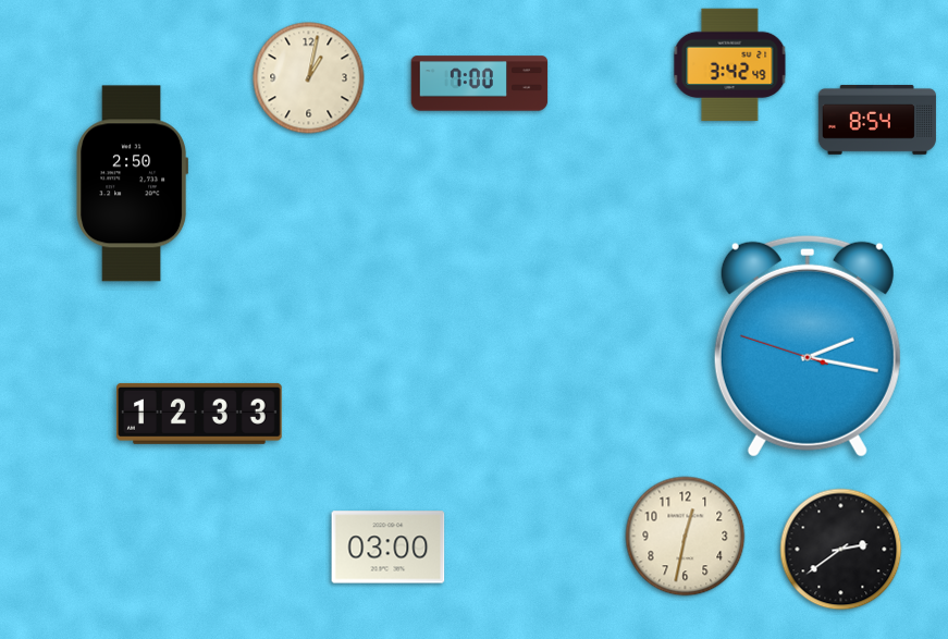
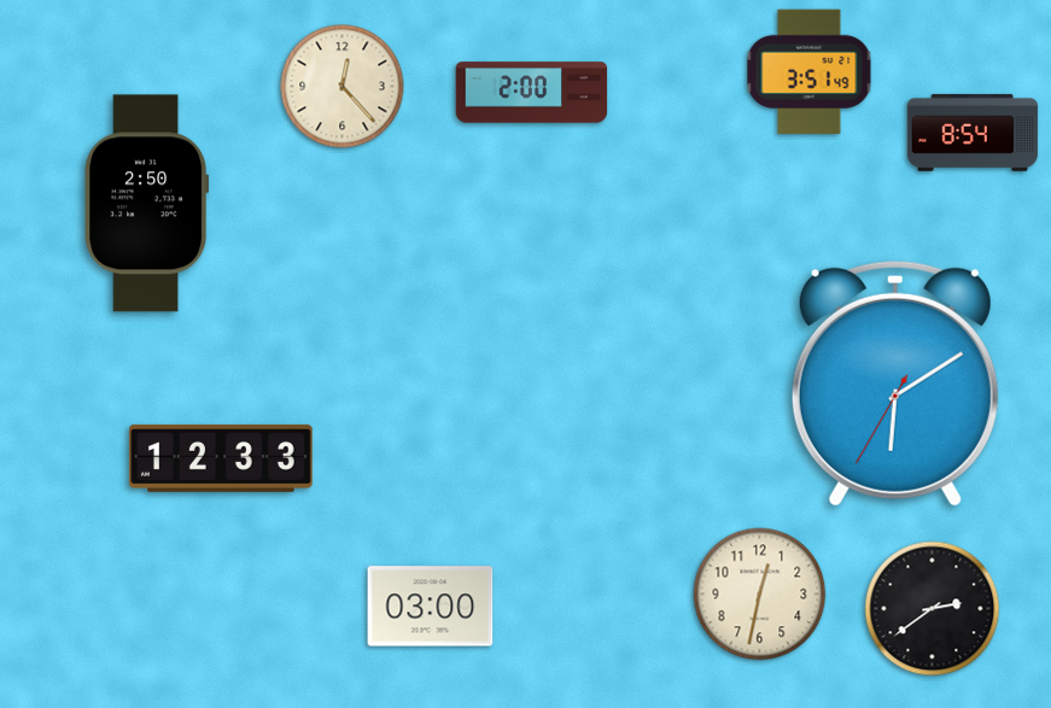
clock at (730, 65): 3:42 -> 3:51
clock at (309, 78): 1:02 -> 12:23
clock at (480, 84): 7:00 -> 2:00
clock at (808, 346): 2:16 -> 6:09
